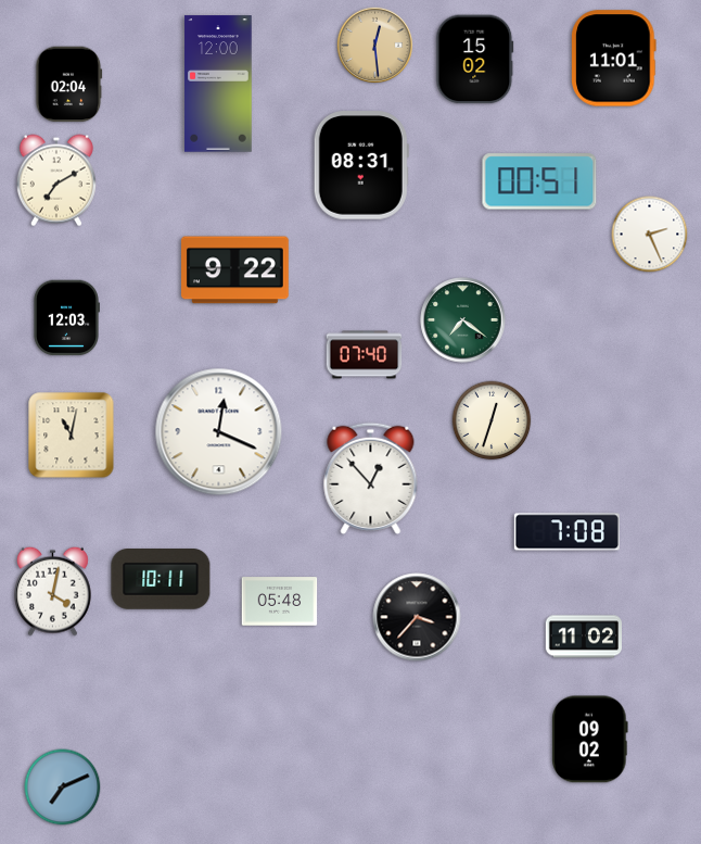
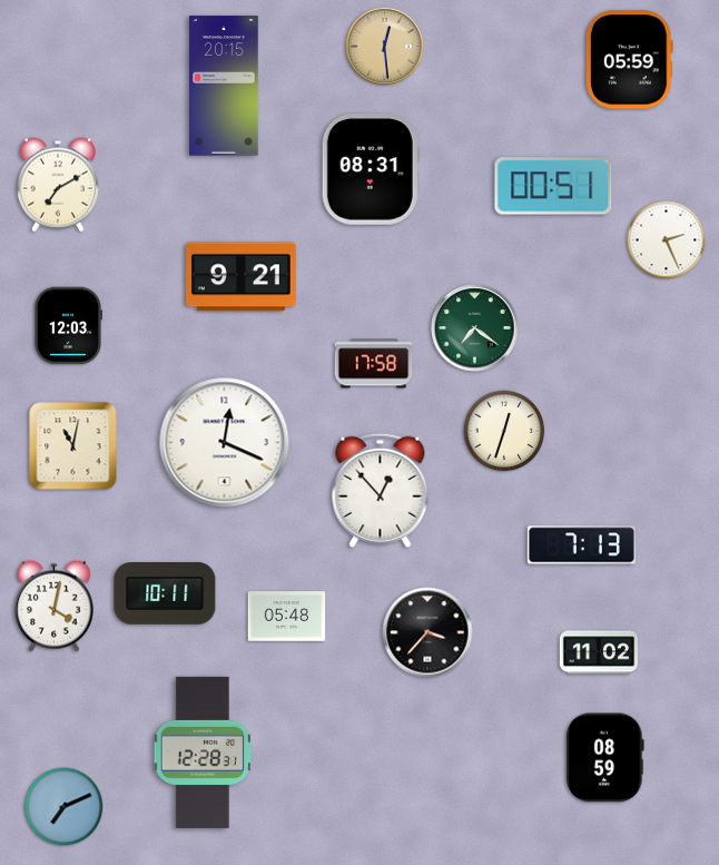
clock at (614, 59): 11:01 -> 05:59
clock at (475, 60): 15:02 -> none
clock at (218, 84): 12:00 -> 20:15
clock at (69, 85): 02:04 -> none
clock at (235, 270): 9:22 -> 9:21
clock at (365, 355): 07:40 -> 17:58
clock at (566, 532): 7:08 -> 7:13
clock at (201, 753): none -> 12:28
clock at (590, 740): 09:02 -> 08:59
